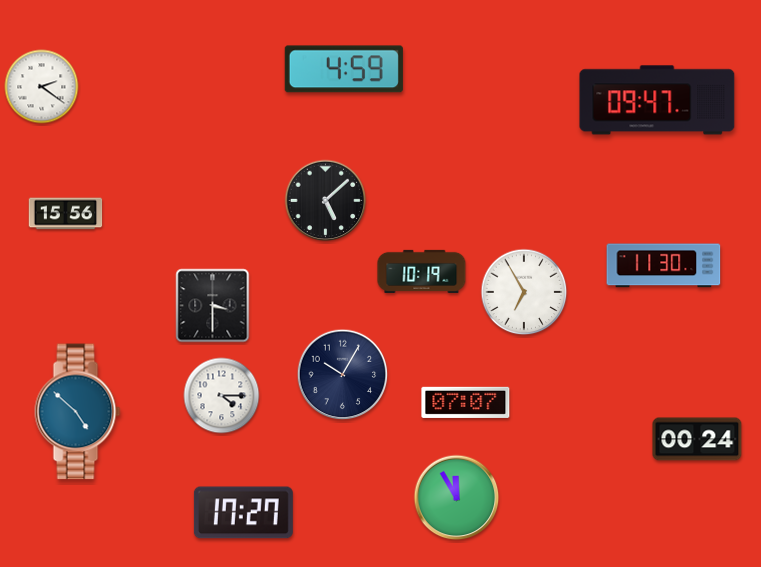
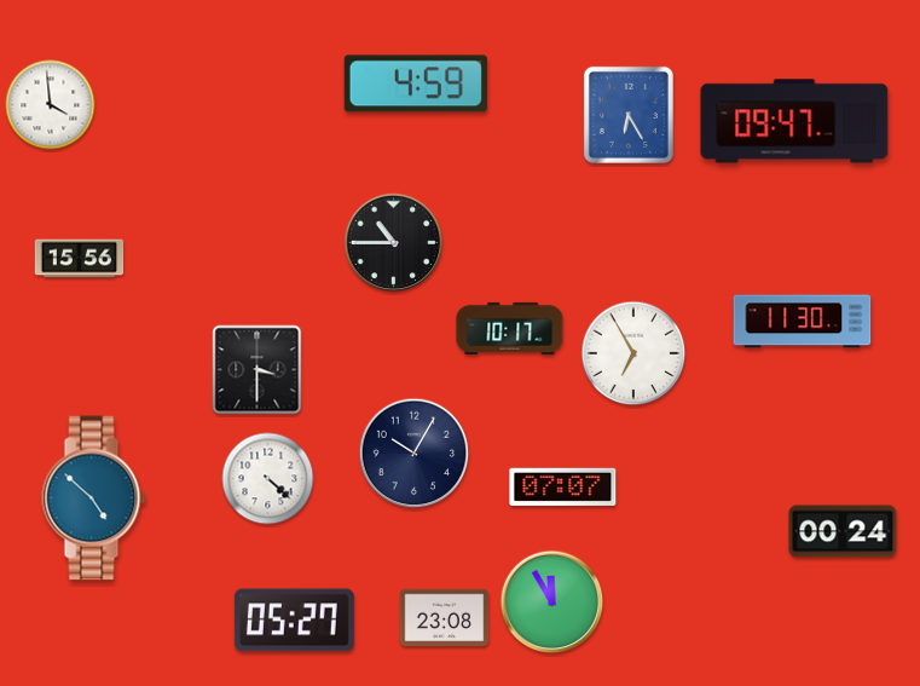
clock at (42, 87): 2:21 -> 3:59
clock at (629, 115): none -> 6:25
clock at (326, 201): 5:08 -> 10:45
clock at (422, 271): 10:19 -> 10:17
clock at (222, 396): 4:15 -> 4:22
clock at (445, 618): none -> 23:08
clock at (243, 513): 17:27 -> 05:27
